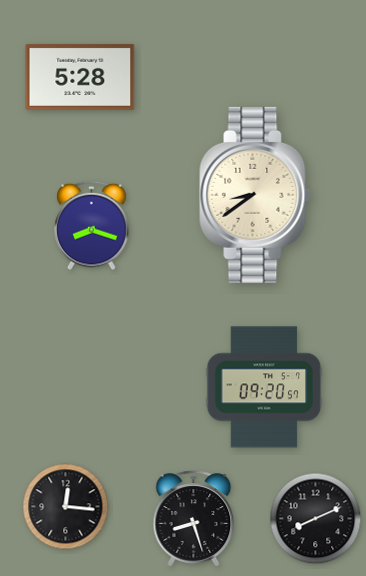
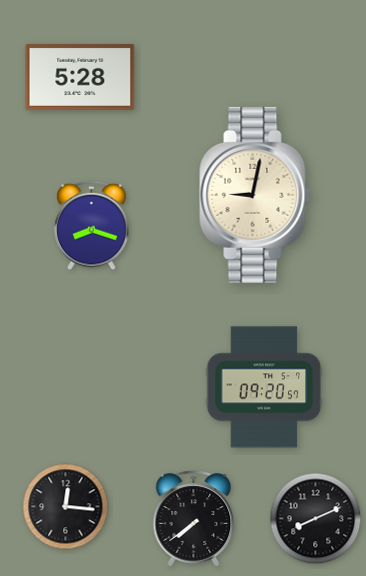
clock at (255, 195): 8:39 -> 9:02
clock at (194, 519): 8:27 -> 7:39
